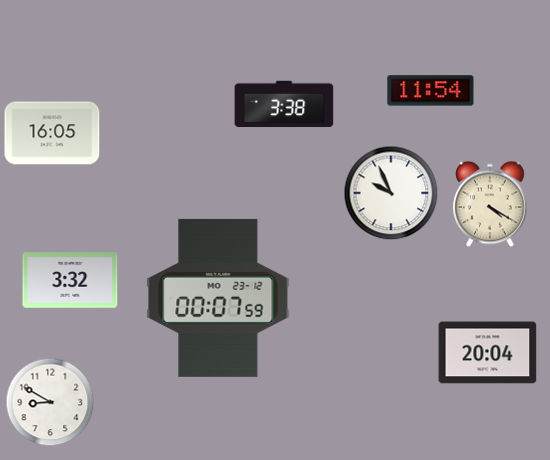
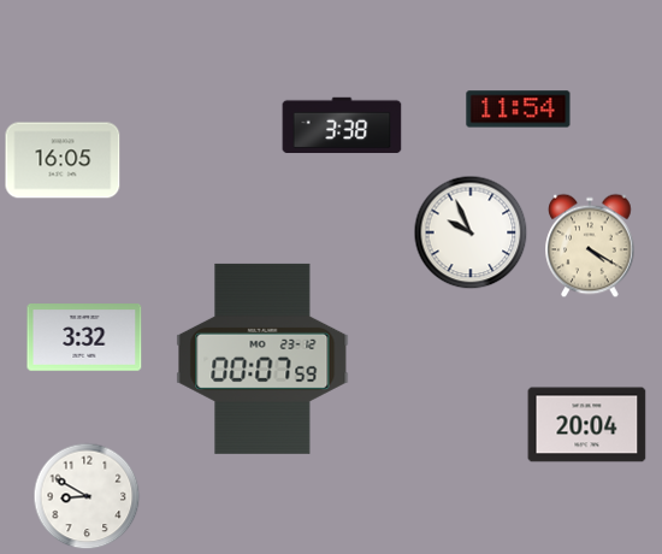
clock at (50, 402) position: (50, 402) -> (87, 496)
